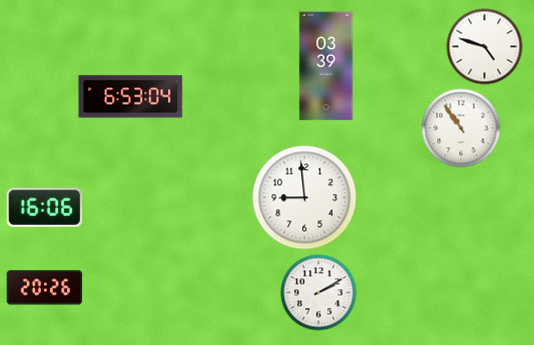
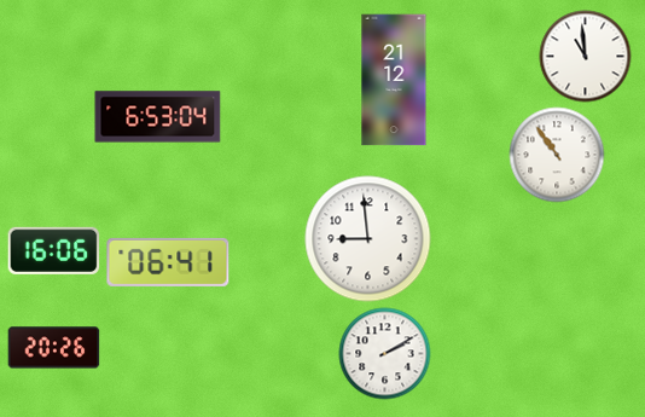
clock at (485, 47): 4:48 -> 10:59
clock at (326, 66): 03:39 -> 21:12
clock at (168, 262): none -> 06:41
